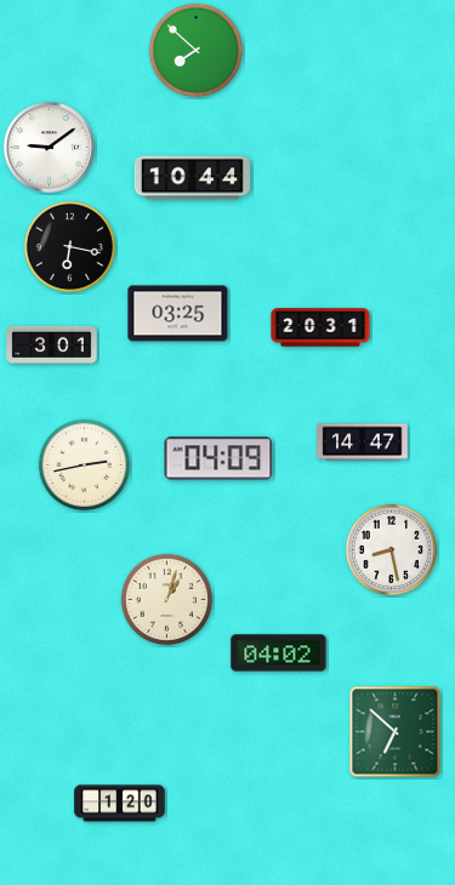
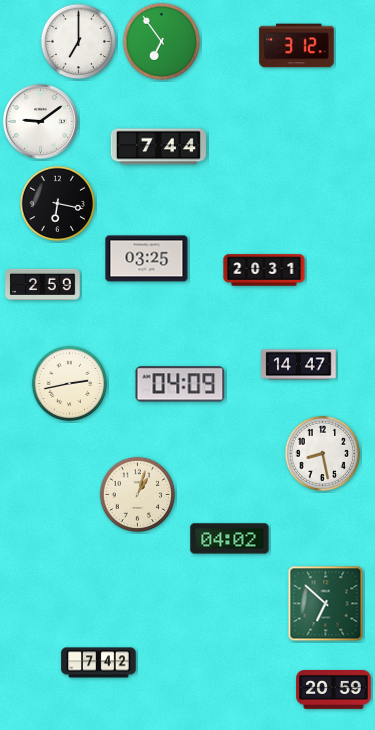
clock at (79, 42): none -> 7:00
clock at (197, 51): 7:52 -> 6:54
clock at (297, 46): none -> 3:12
clock at (192, 178): 10:44 -> 7:44
clock at (52, 344): 3:01 -> 2:59
clock at (218, 458) position: (218, 458) -> (180, 384)
clock at (120, 804): 1:20 -> 7:42
clock at (334, 690): none -> 20:59
